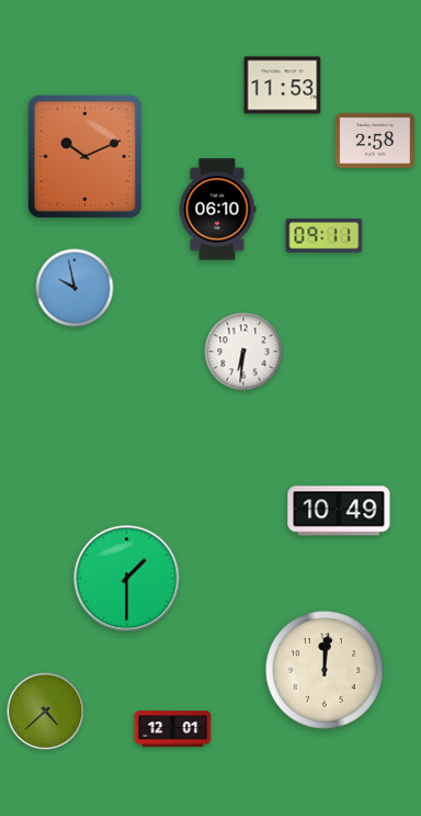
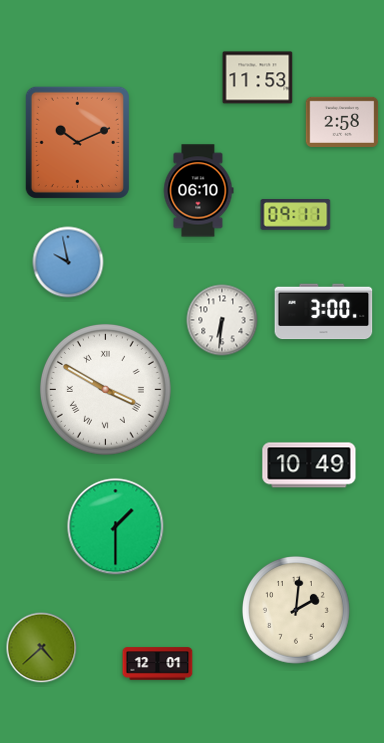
clock at (375, 141) position: (375, 141) -> (342, 122)
clock at (324, 312): none -> 3:00
clock at (105, 389): none -> 3:50
clock at (326, 671): 12:01 -> 2:01
